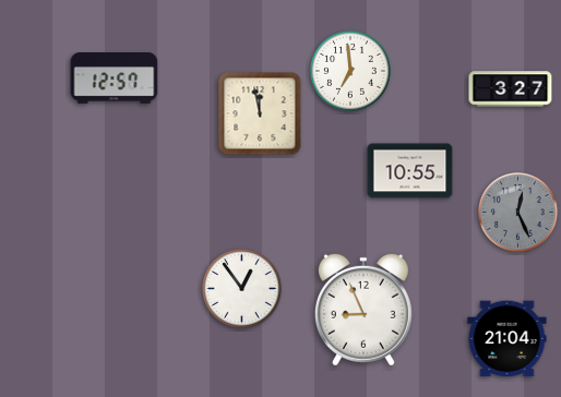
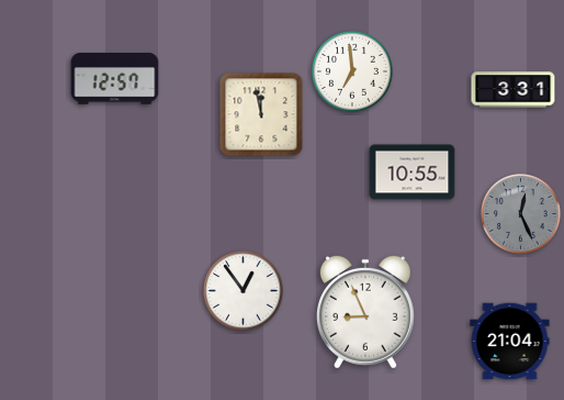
clock at (511, 89): 3:27 -> 3:31
